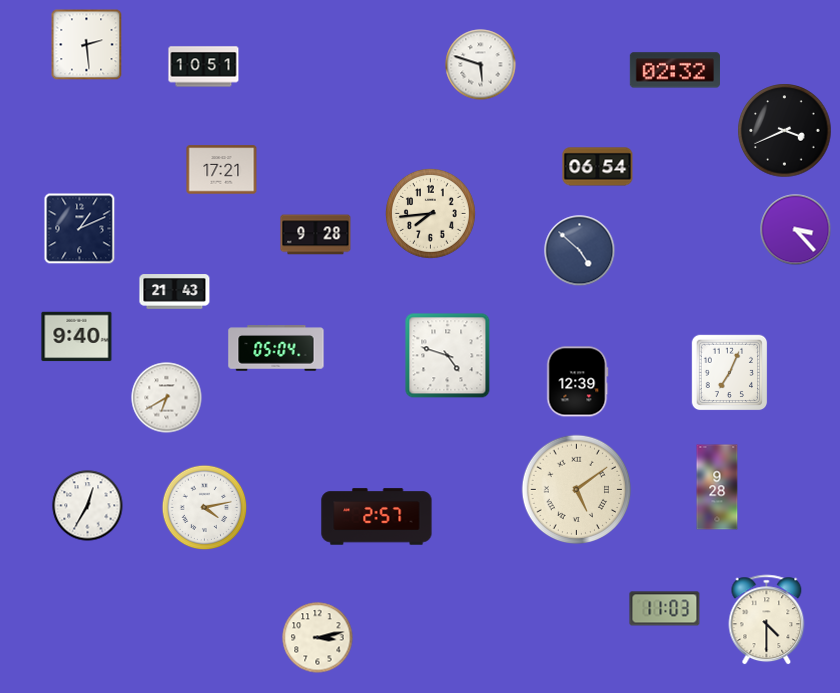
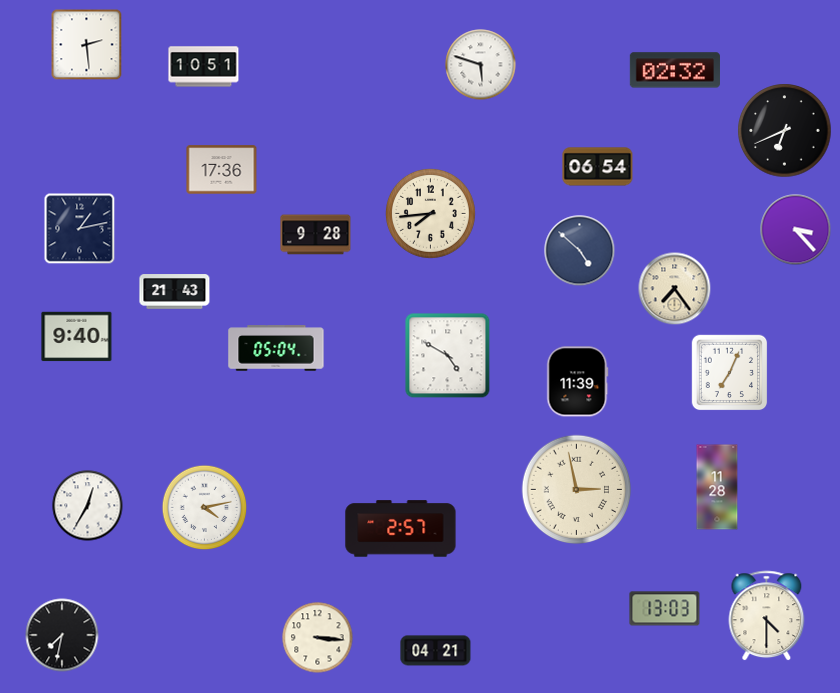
clock at (785, 131): 3:41 -> 6:41
clock at (222, 170): 17:21 -> 17:36
clock at (80, 229): 1:11 -> 1:13
clock at (675, 289): none -> 7:24
clock at (448, 356): 4:48 -> 4:50
clock at (578, 382): 12:39 -> 11:39
clock at (167, 398): 6:40 -> none
clock at (717, 487): 9:28 -> 11:28
clock at (577, 490): 5:09 -> 2:58
clock at (377, 517) position: (377, 517) -> (401, 529)
clock at (665, 609): 11:03 -> 13:03
clock at (767, 620) position: (767, 620) -> (767, 616)
clock at (62, 635): none -> 7:32
clock at (318, 638): 3:13 -> 3:16
clock at (436, 651): none -> 04:21
